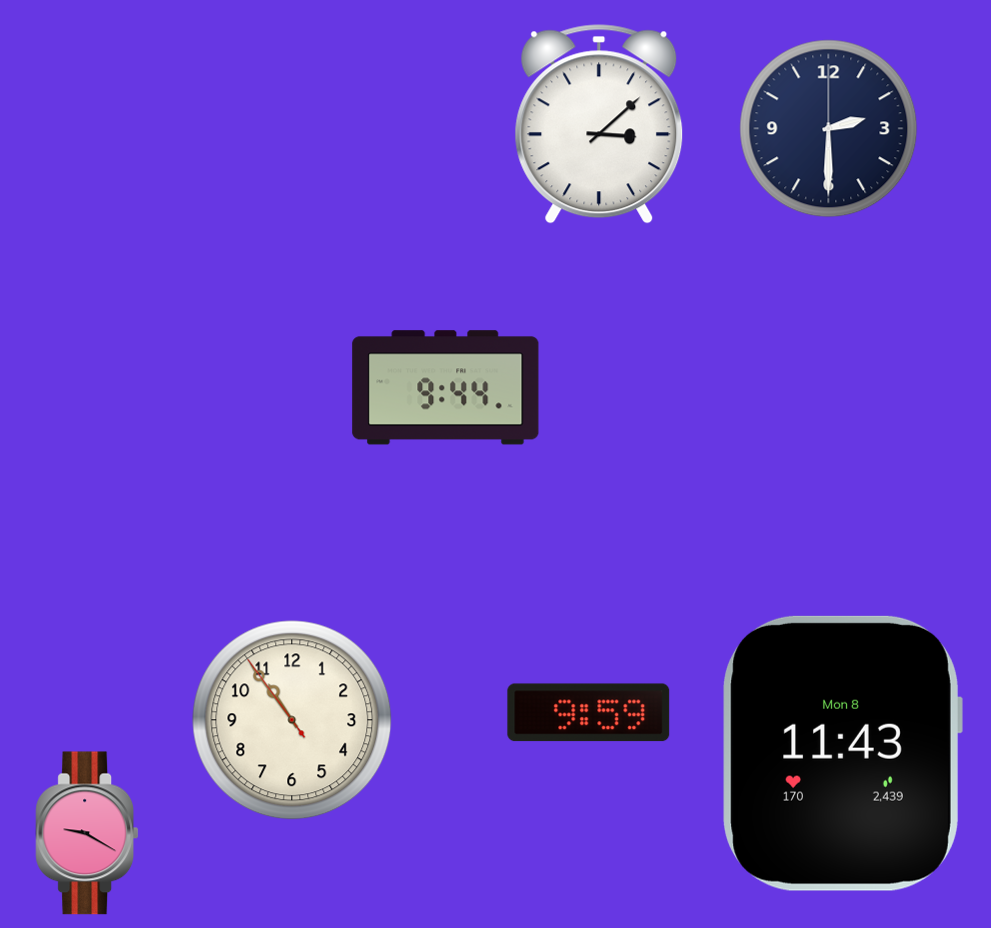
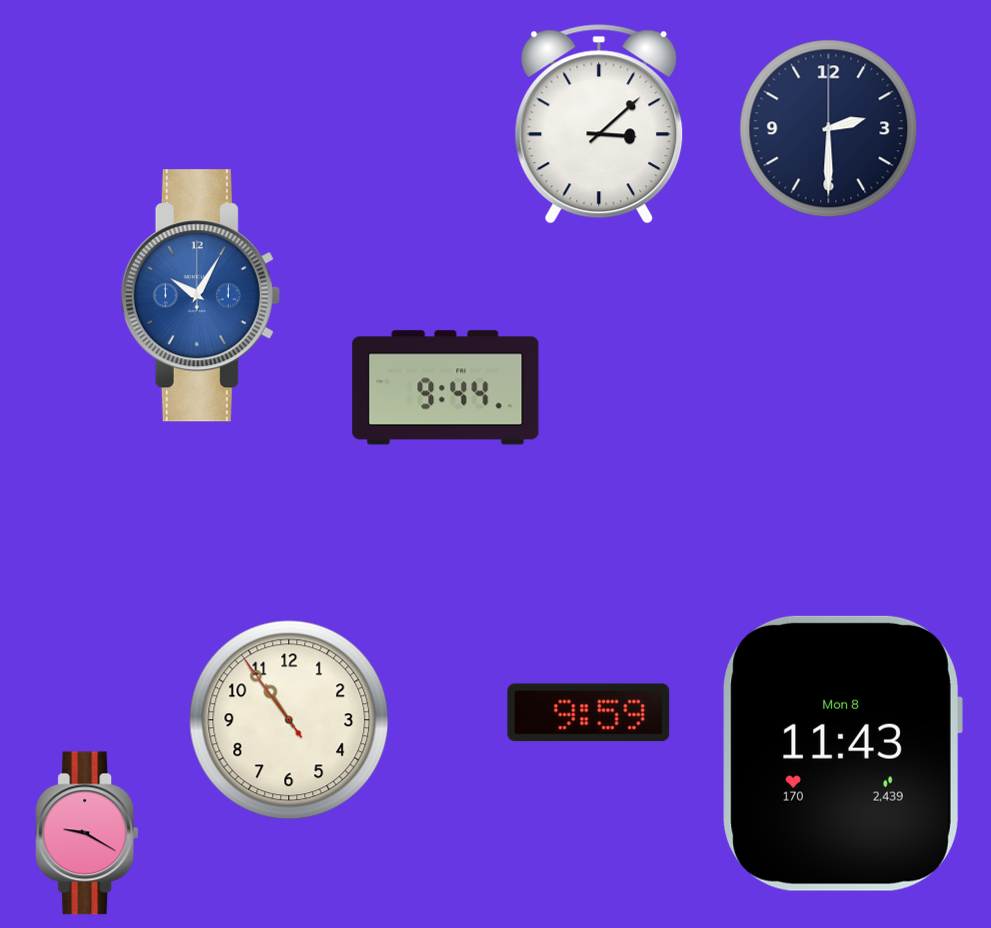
clock at (200, 296): none -> 10:05
clock at (292, 720) position: (292, 720) -> (289, 720)
